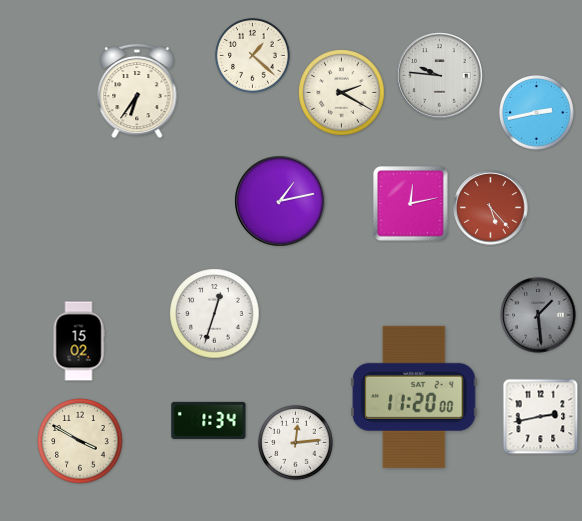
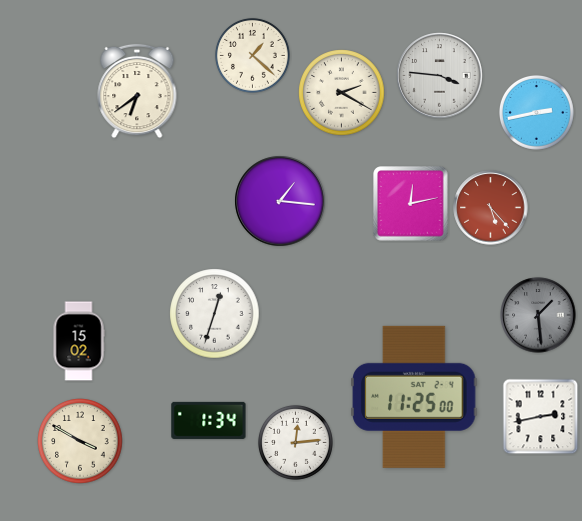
clock at (440, 76): 9:46 -> 3:46
clock at (137, 91): 6:36 -> 6:39
clock at (280, 201): 1:13 -> 1:16
clock at (414, 397): 11:20 -> 11:25
